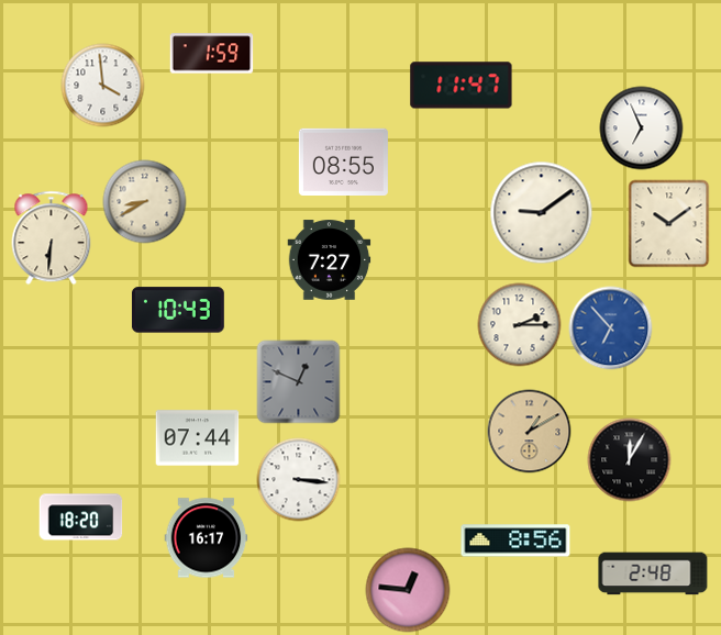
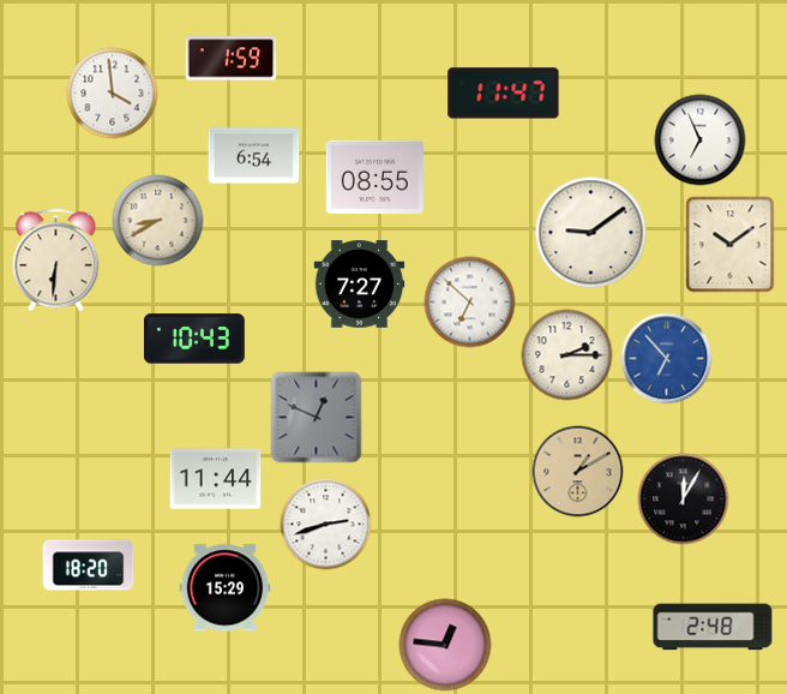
clock at (254, 156): none -> 6:54
clock at (470, 303): none -> 6:52
clock at (299, 382) position: (299, 382) -> (317, 418)
clock at (198, 438): 07:44 -> 11:44
clock at (630, 460) position: (630, 460) -> (684, 499)
clock at (299, 480): 3:16 -> 2:42
clock at (207, 538): 16:17 -> 15:29
clock at (515, 541): 8:56 -> none
